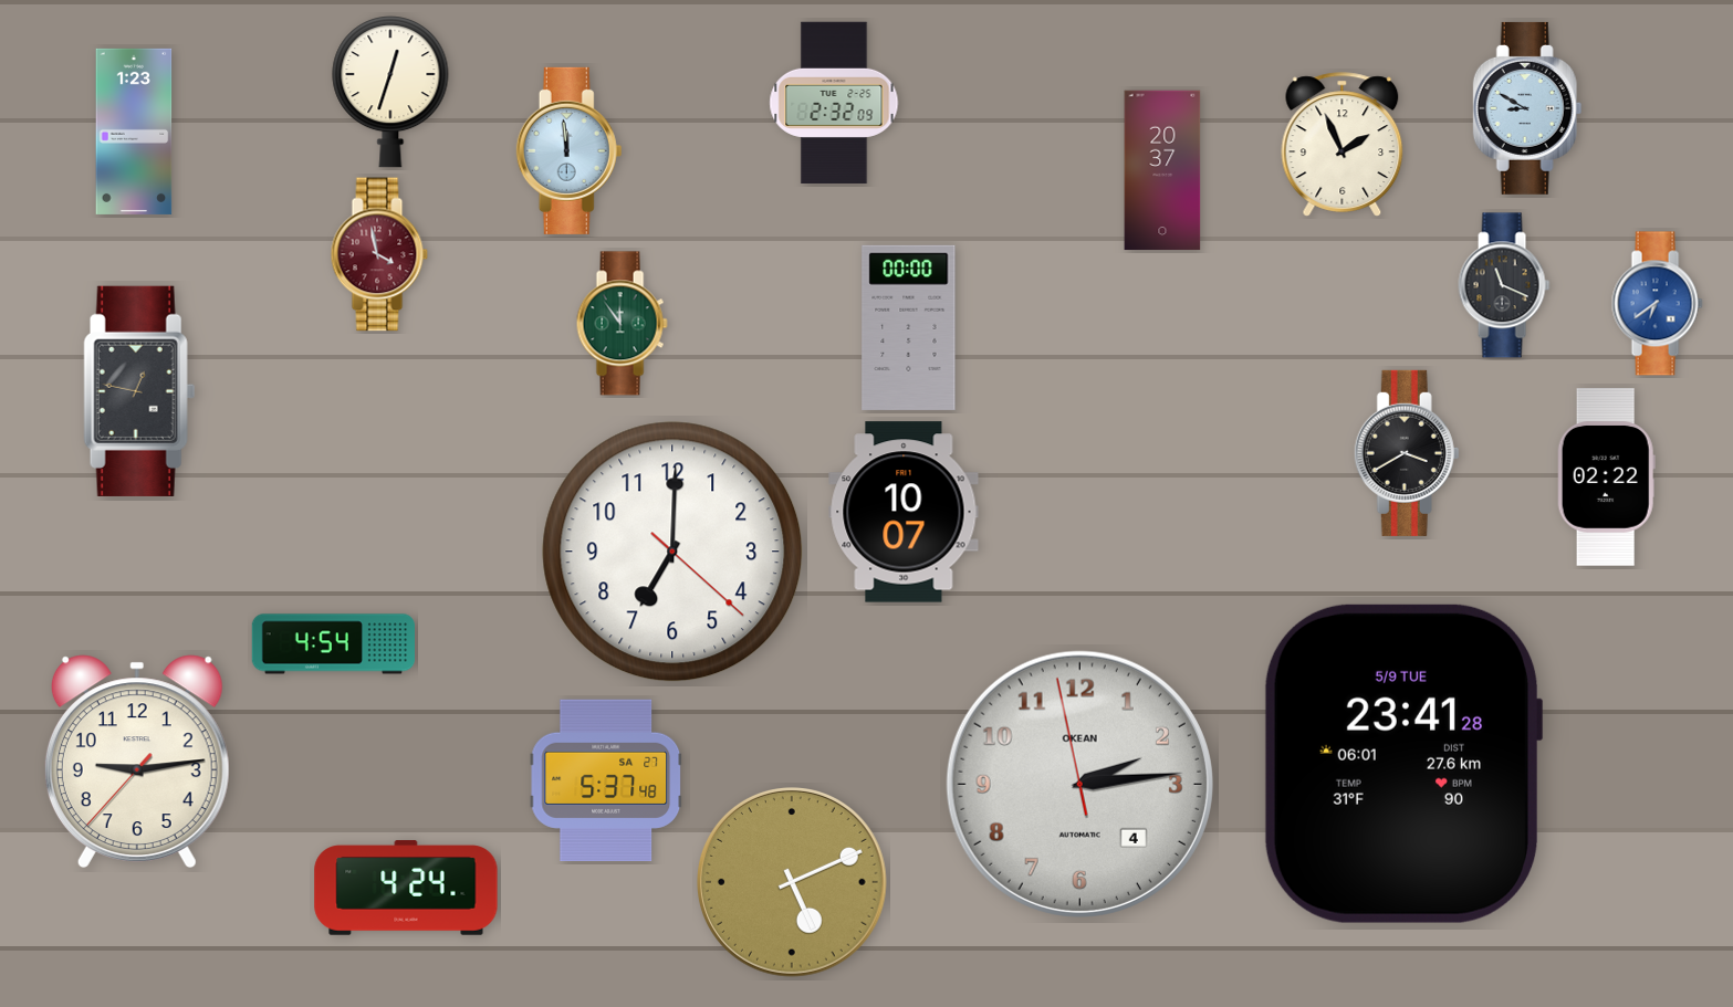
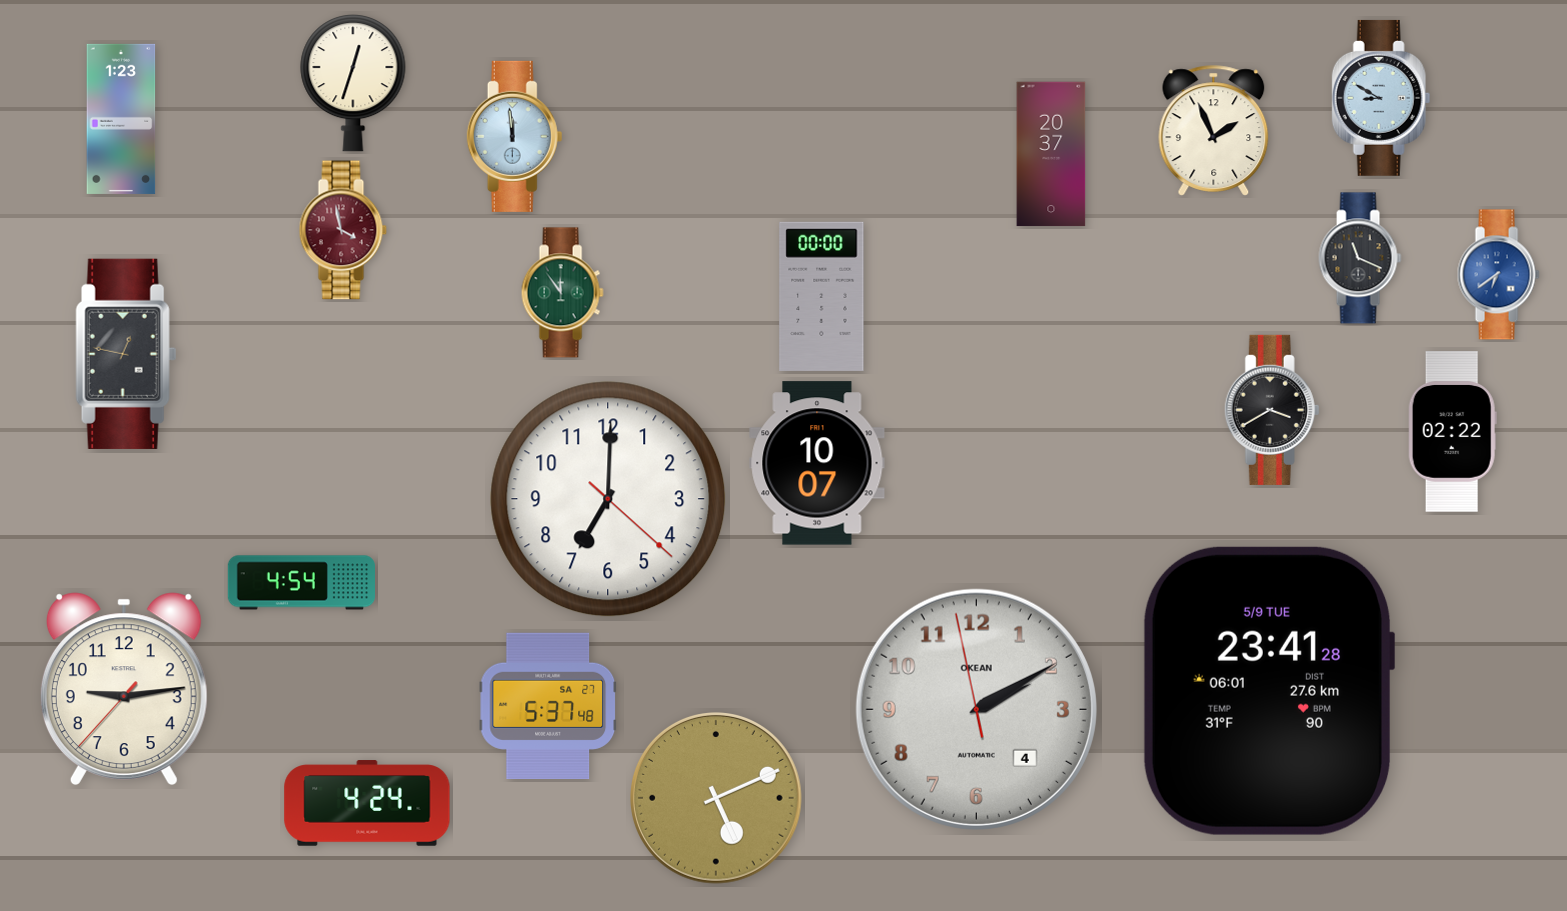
clock at (834, 103): 2:32 -> none
clock at (1079, 784): 2:13 -> 2:09
